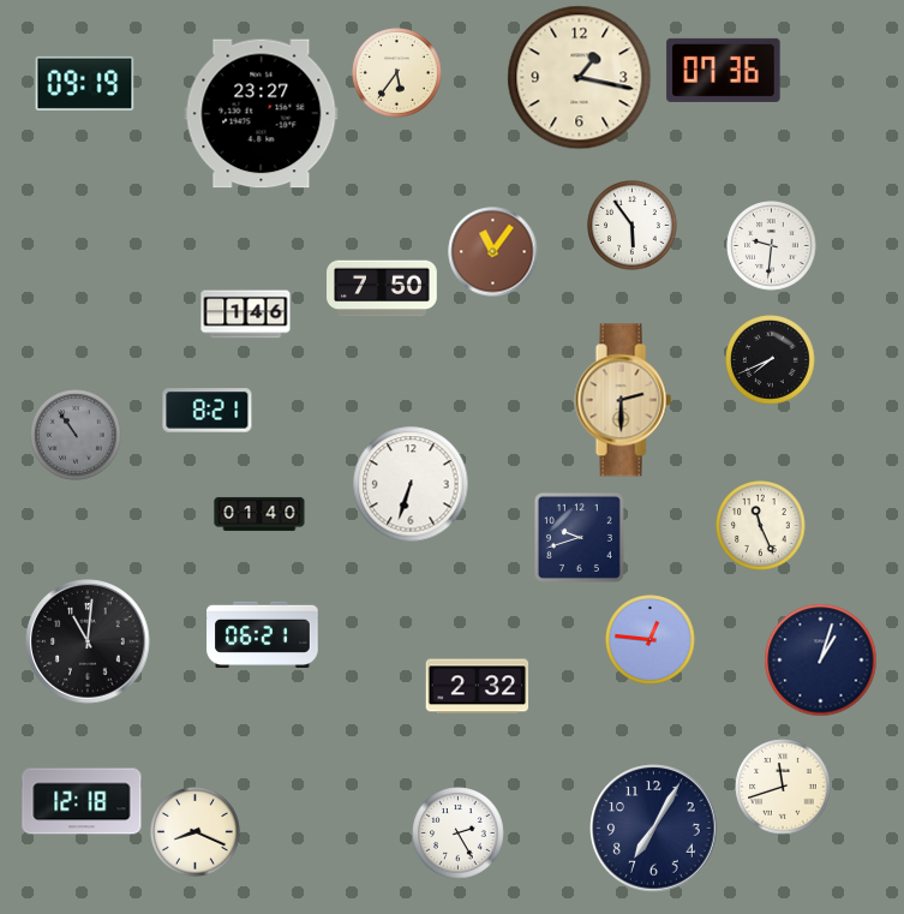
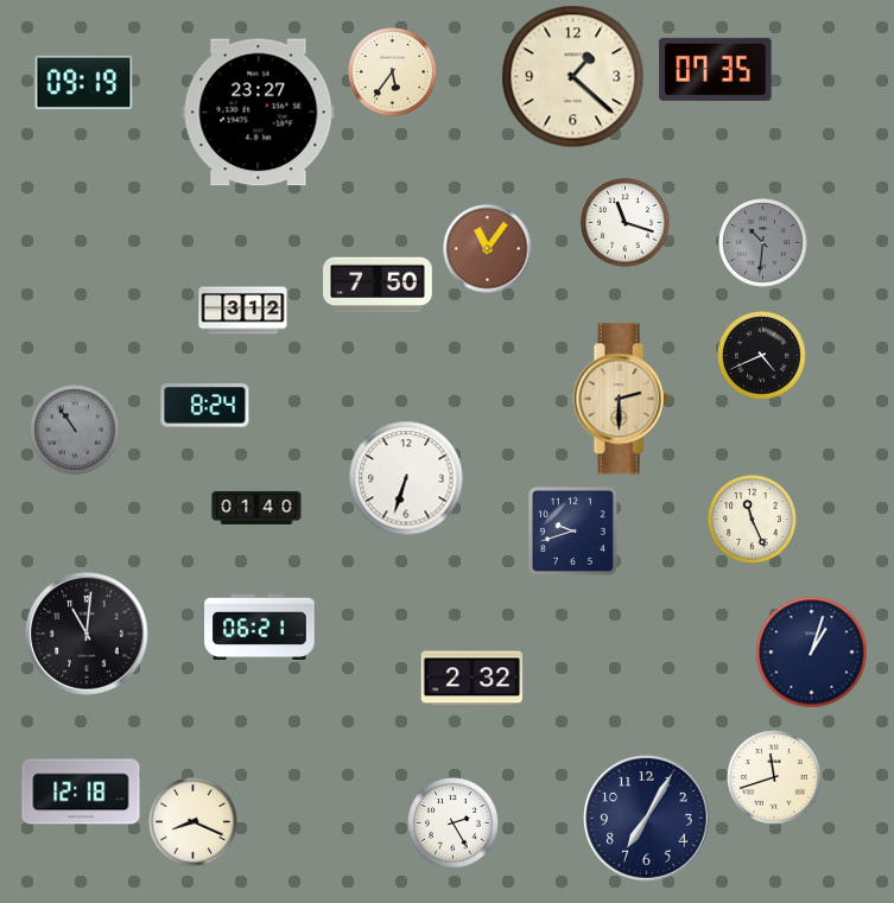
clock at (724, 70): 07:36 -> 07:35
clock at (580, 78): 1:17 -> 1:22
clock at (633, 226): 5:54 -> 11:18
clock at (772, 246): 9:31 -> 10:31
clock at (772, 246) dial: white -> grey
clock at (246, 315): 1:46 -> 3:12
clock at (771, 360): 7:41 -> 4:41
clock at (623, 400) position: (623, 400) -> (621, 399)
clock at (208, 411): 8:21 -> 8:24
clock at (651, 640): 12:46 -> none
